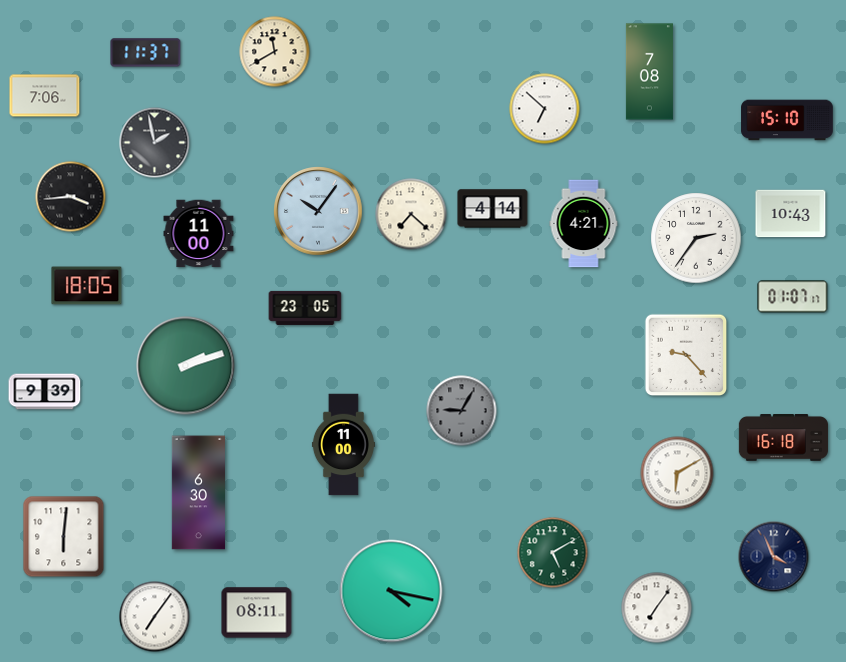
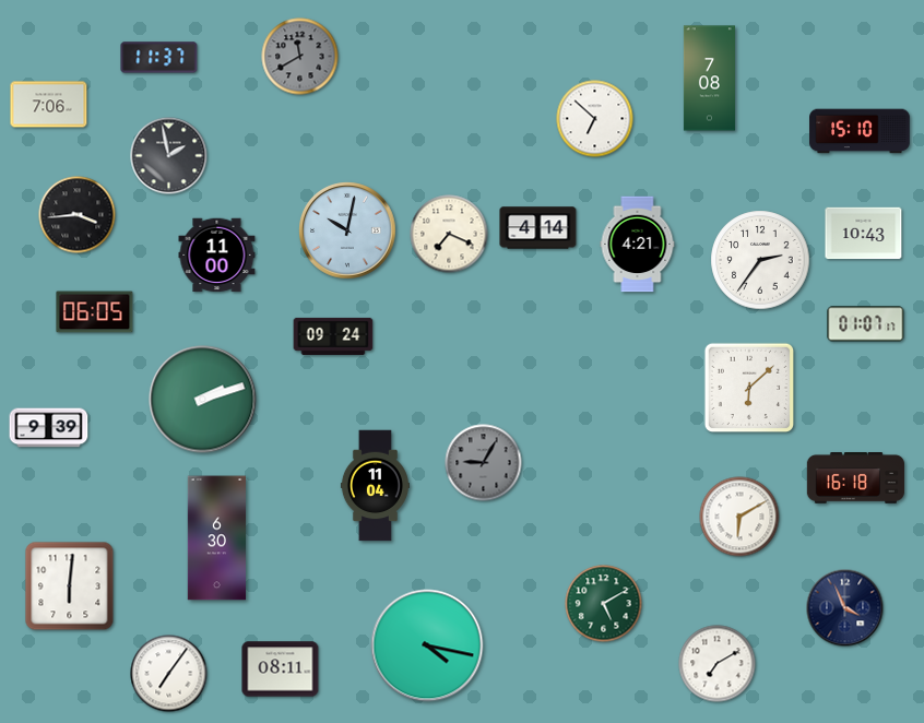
clock at (275, 52) dial: cream -> grey
clock at (318, 211): 10:06 -> 10:02
clock at (411, 214): 7:22 -> 7:19
clock at (87, 286): 18:05 -> 06:05
clock at (305, 308): 23:05 -> 09:24
clock at (686, 355): 9:23 -> 6:08
clock at (462, 411) position: (462, 411) -> (484, 463)
clock at (343, 445): 11:00 -> 11:04
clock at (657, 608): 7:06 -> 7:10
